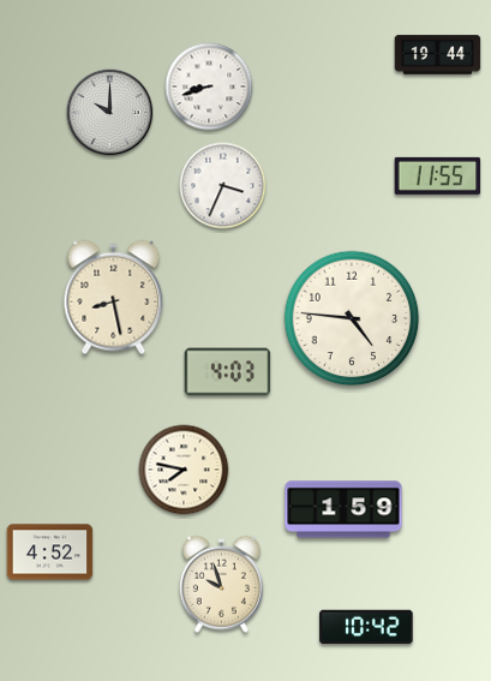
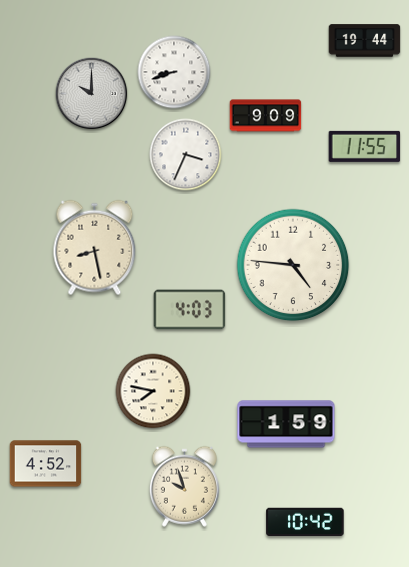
clock at (438, 55) position: (438, 55) -> (365, 41)
clock at (266, 116): none -> 9:09
clock at (50, 552) position: (50, 552) -> (46, 464)
